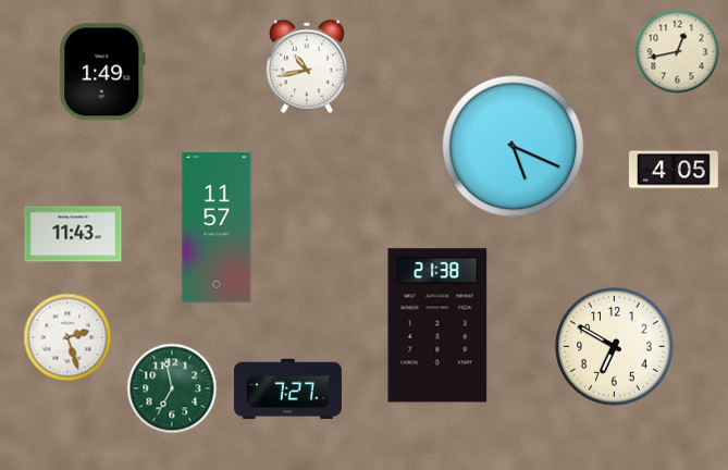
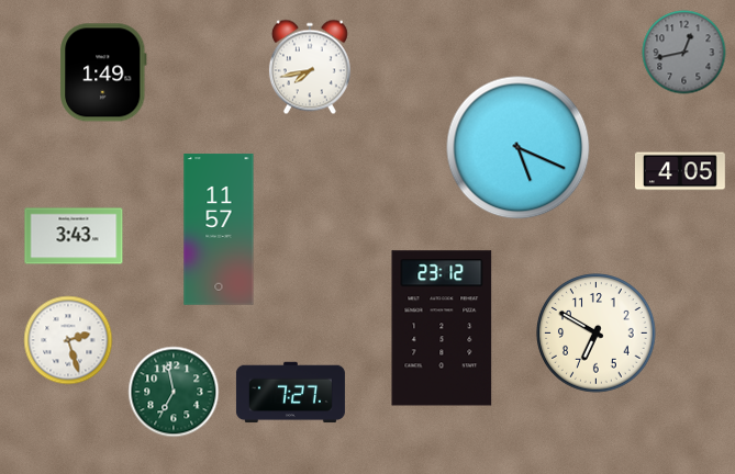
clock at (678, 52) dial: cream -> grey
clock at (307, 66): 10:43 -> 7:43
clock at (73, 234): 11:43 -> 3:43
clock at (437, 325): 21:38 -> 23:12
clock at (615, 347) position: (615, 347) -> (597, 334)
